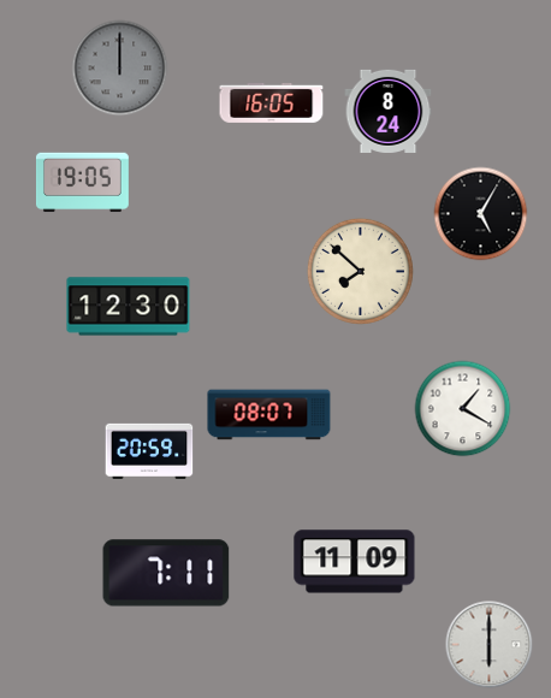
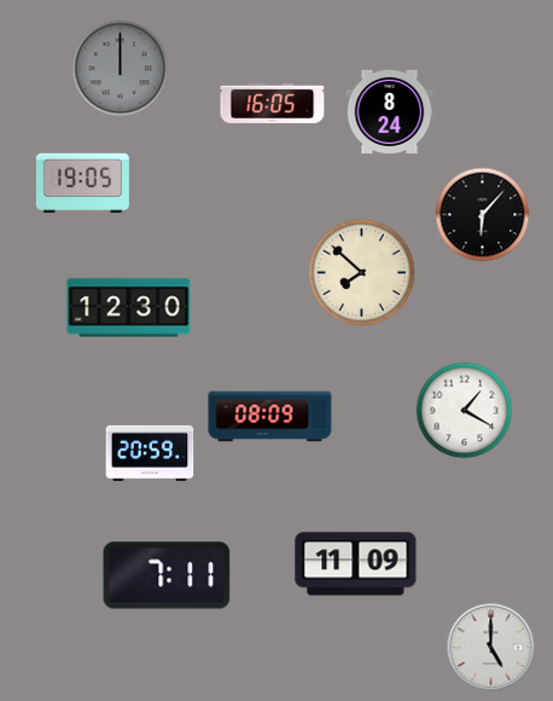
clock at (481, 214): 5:05 -> 6:07
clock at (269, 415): 08:07 -> 08:09
clock at (490, 645): 6:00 -> 5:00
